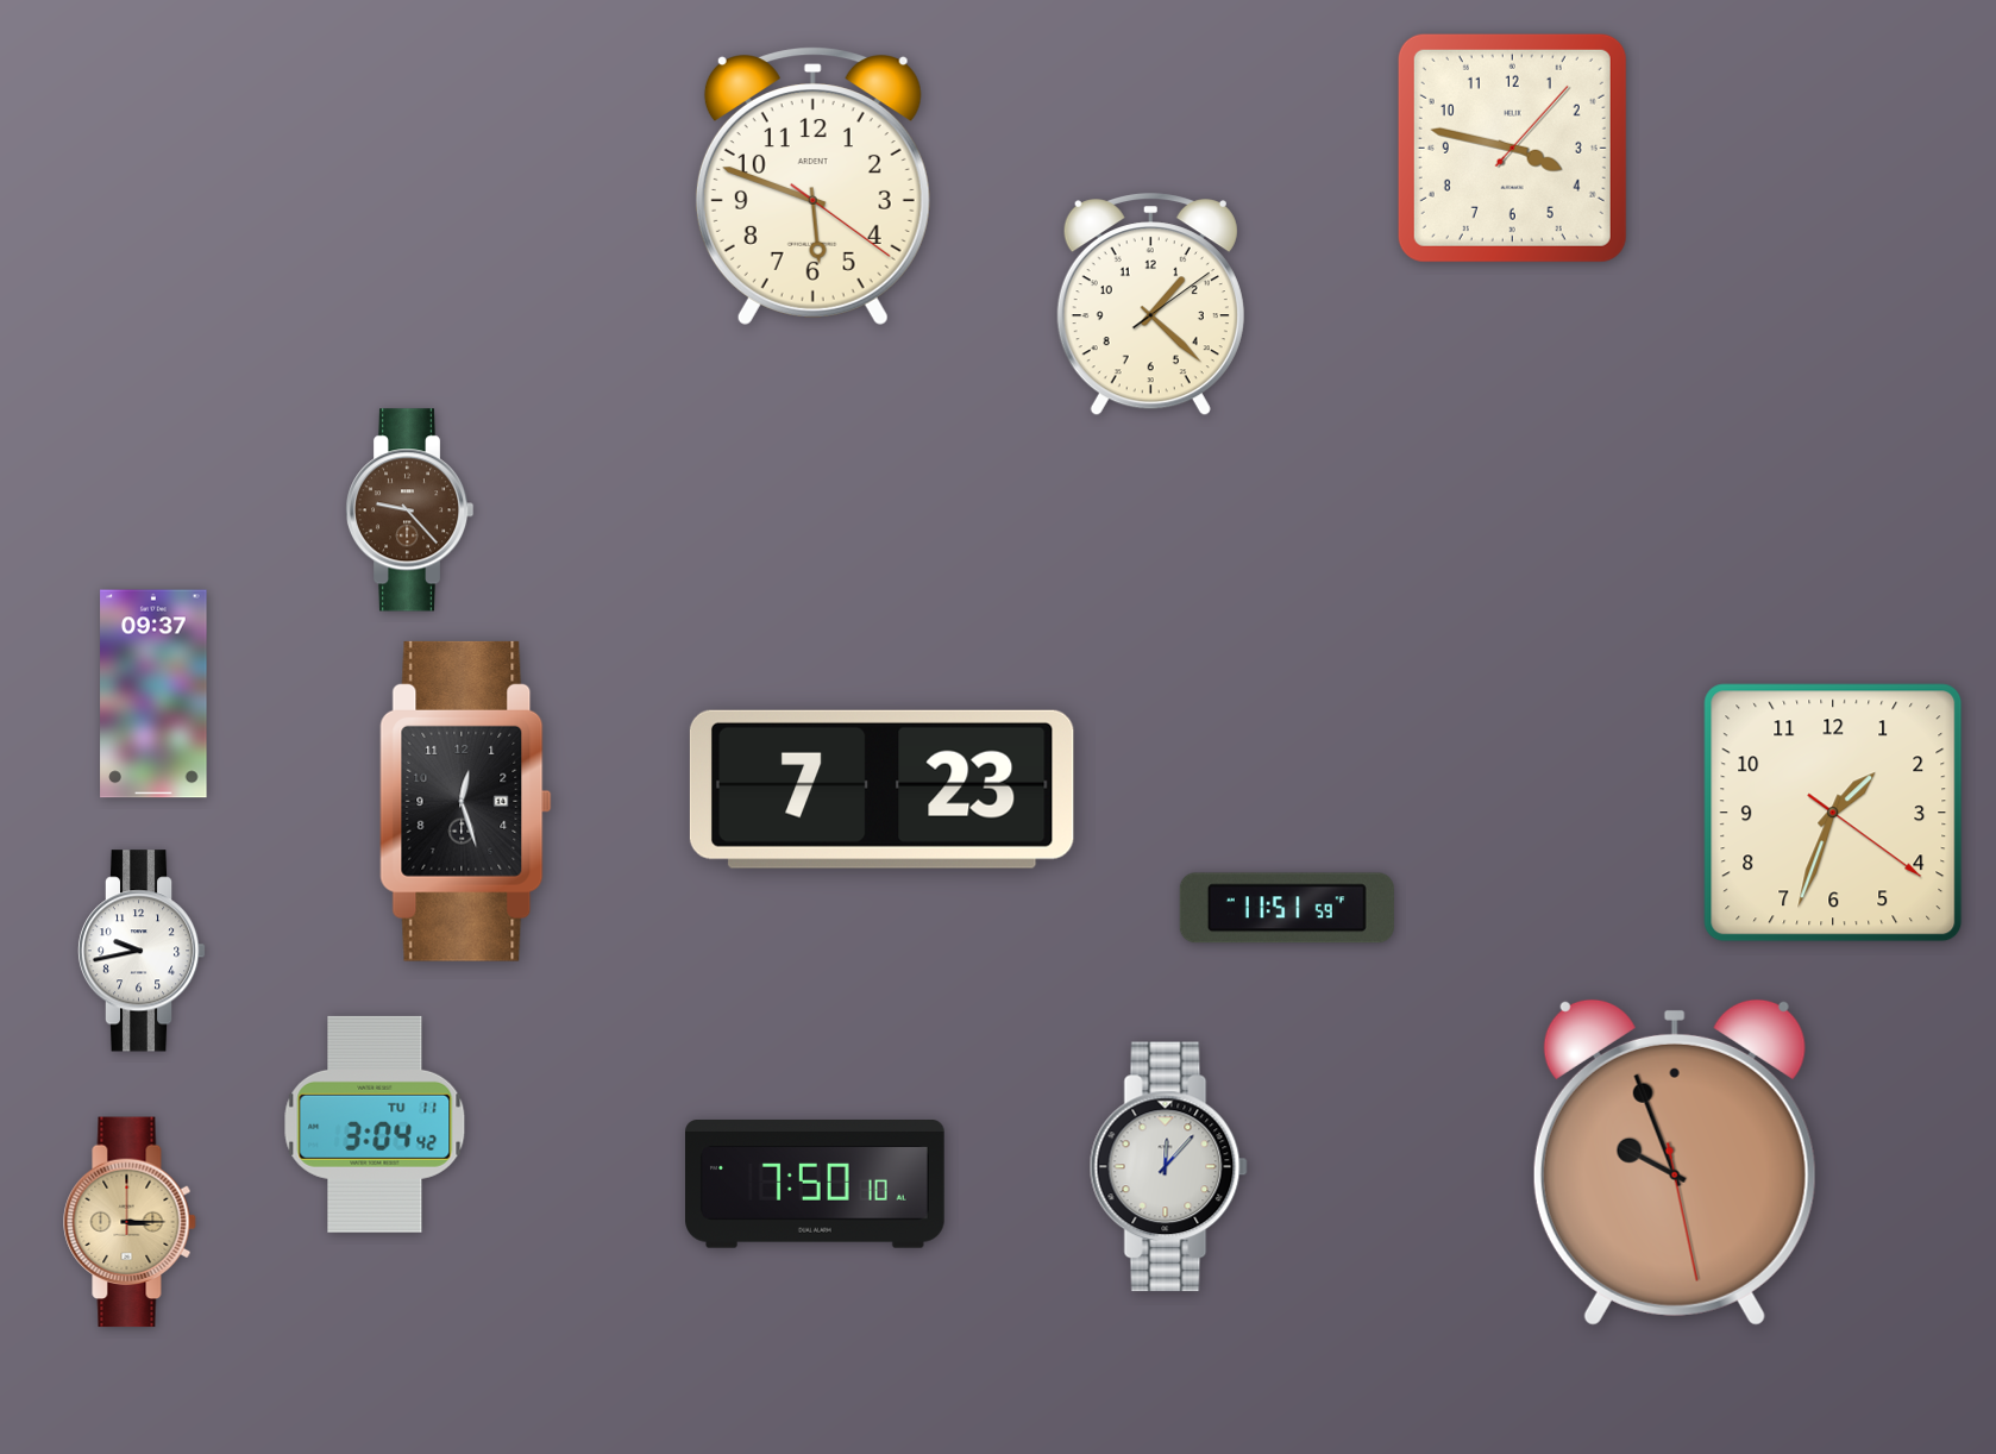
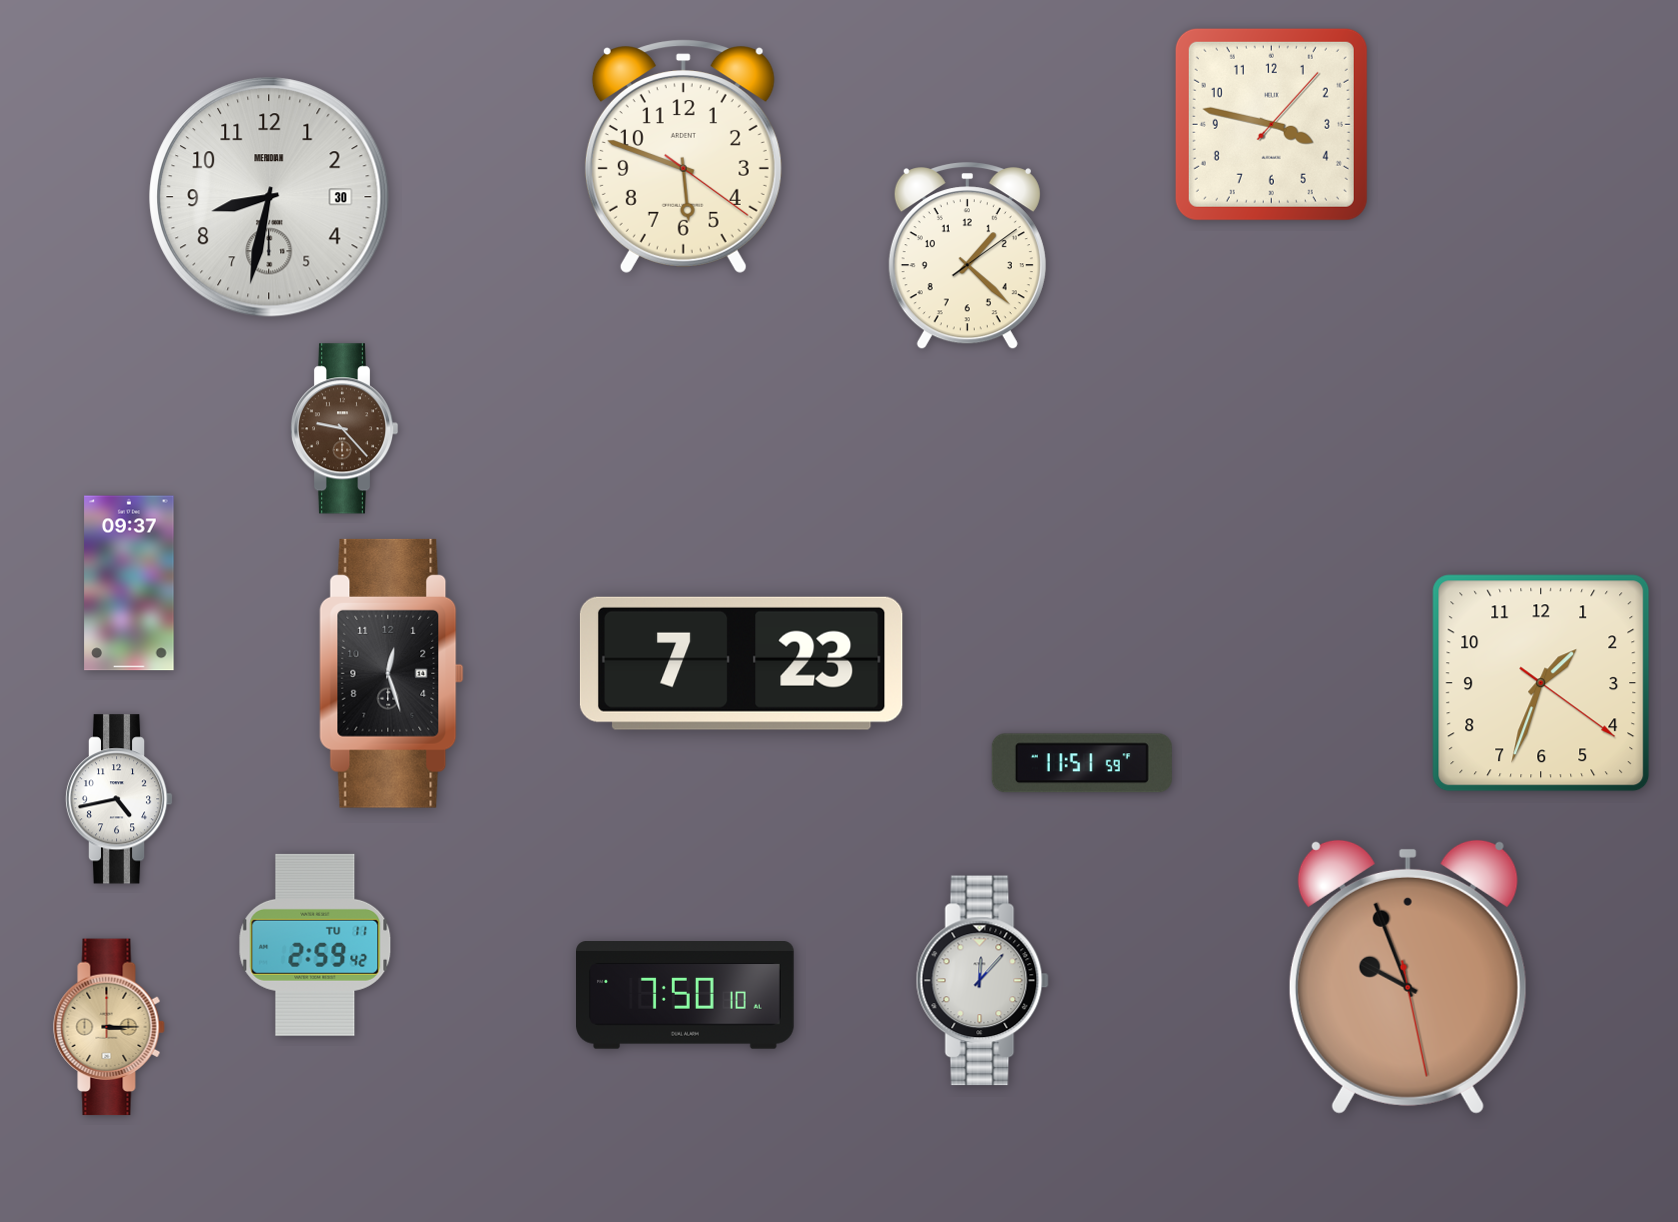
clock at (269, 197): none -> 8:32
clock at (142, 951): 9:43 -> 4:43
clock at (375, 1124): 3:04 -> 2:59
